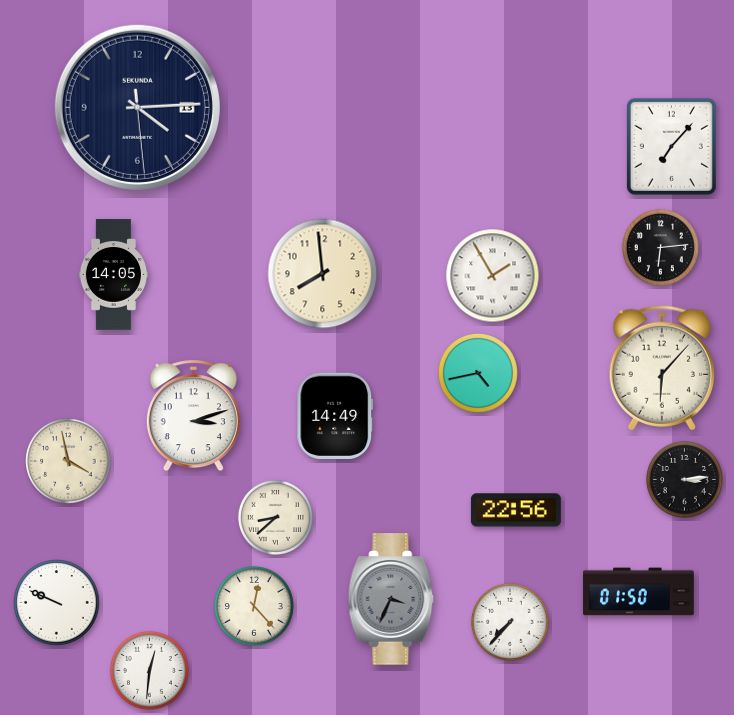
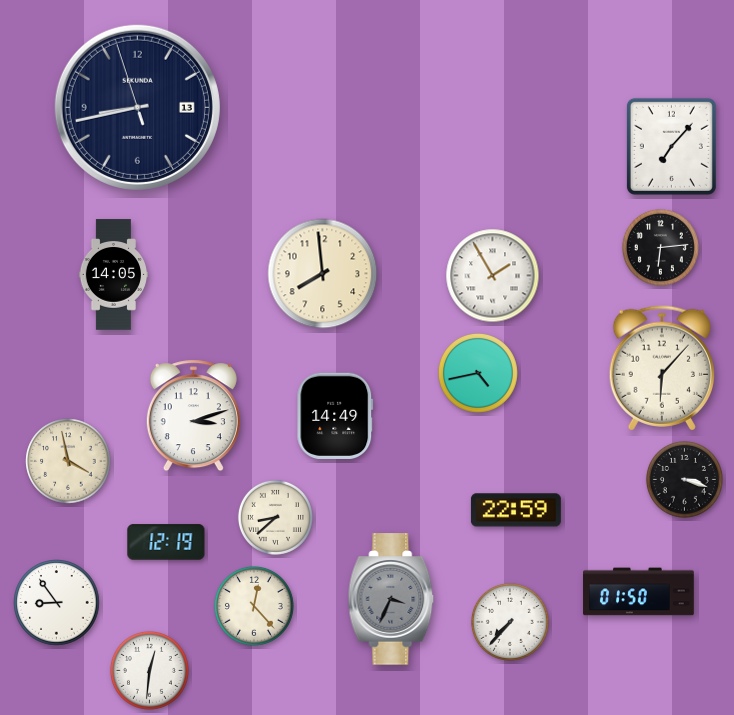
clock at (137, 107): 4:14 -> 8:42
clock at (684, 479): 3:14 -> 3:18
clock at (516, 510): 22:56 -> 22:59
clock at (166, 542): none -> 12:19
clock at (57, 603): 9:49 -> 8:54
